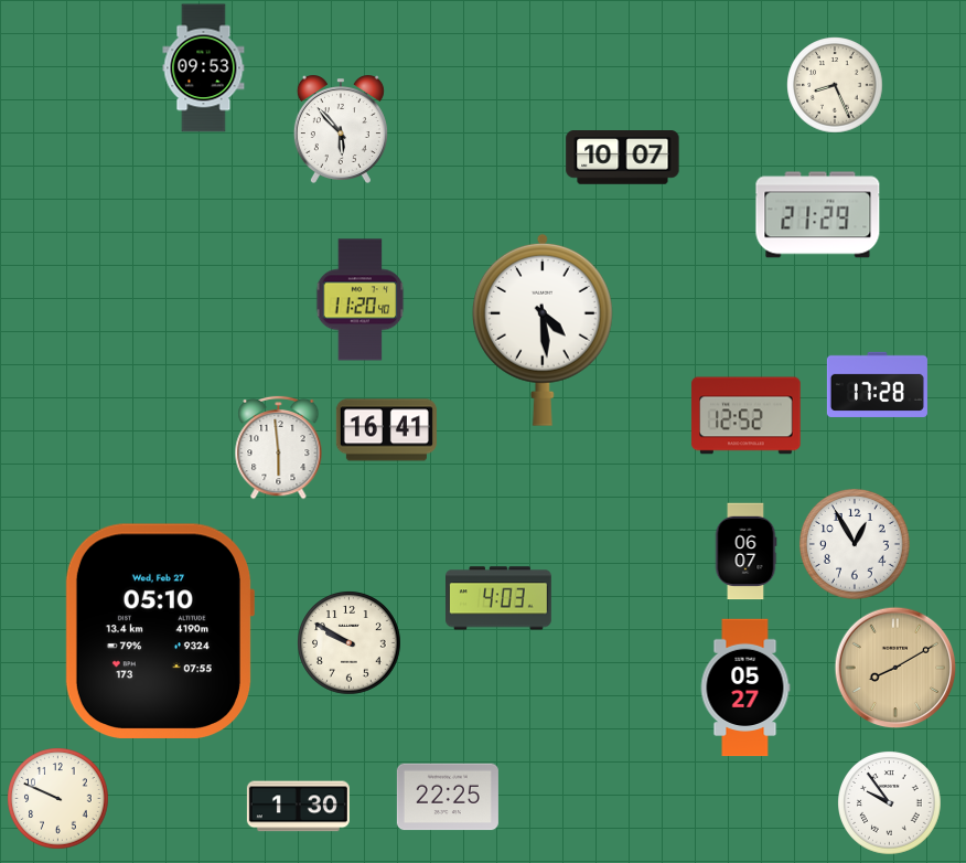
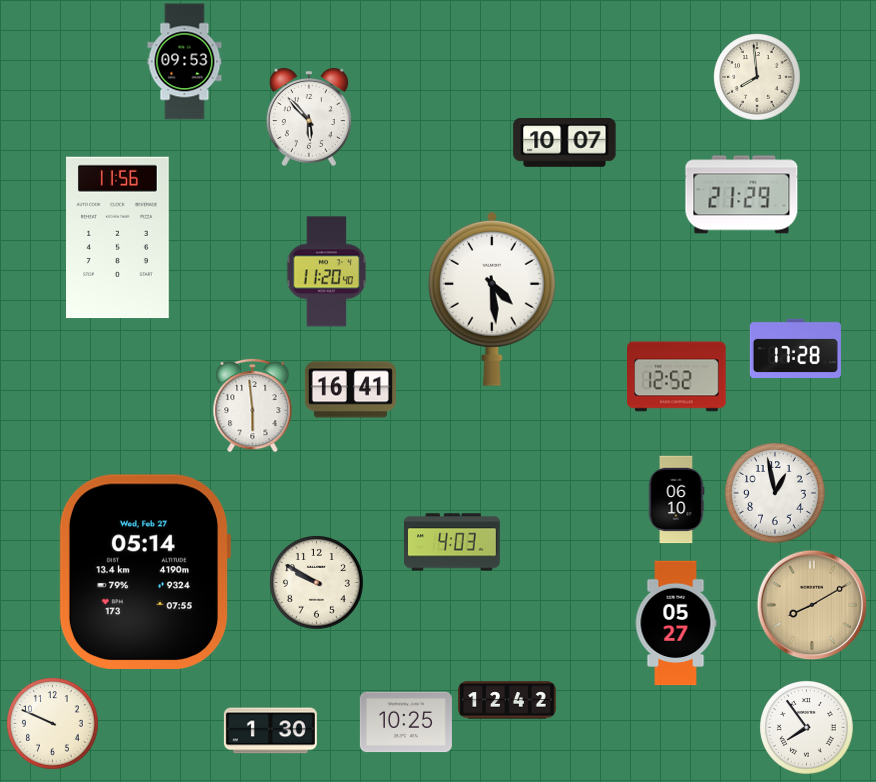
clock at (835, 85): 8:26 -> 7:59
clock at (118, 238): none -> 11:56
clock at (855, 544): 12:55 -> 12:58
clock at (745, 552): 06:07 -> 06:10
clock at (159, 631): 05:10 -> 05:14
clock at (507, 700): none -> 12:42
clock at (448, 797): 22:25 -> 10:25
clock at (890, 803): 9:54 -> 7:54
